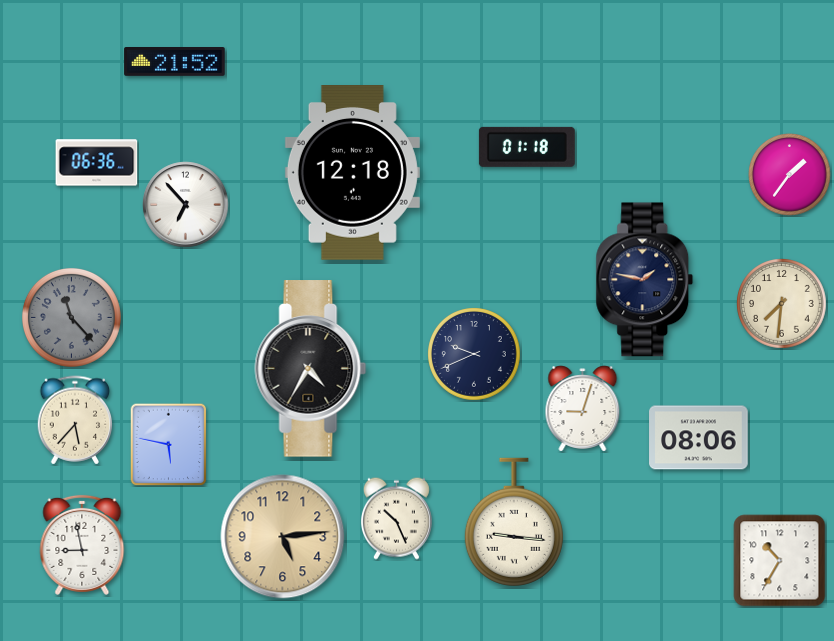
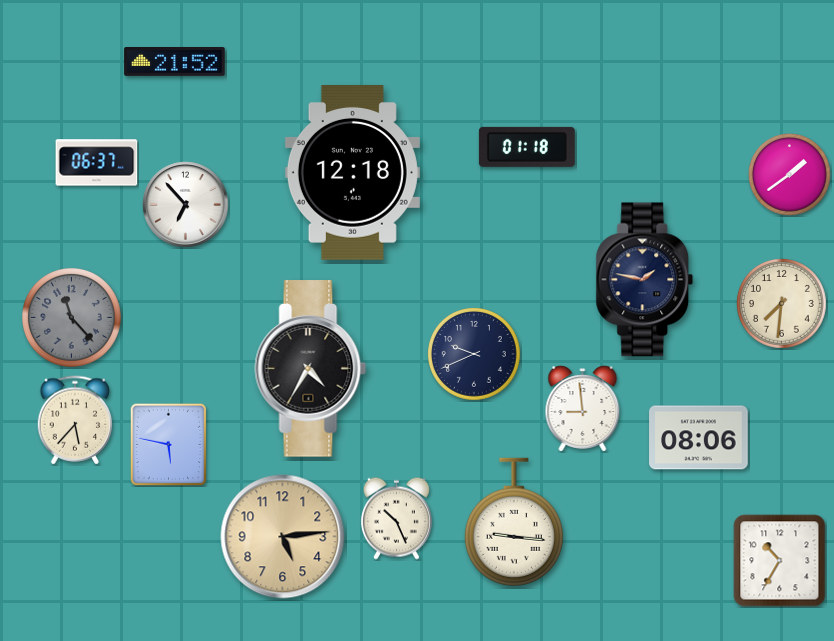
clock at (97, 163): 06:36 -> 06:37
clock at (790, 175): 1:36 -> 1:39
clock at (583, 409): 9:03 -> 8:59
clock at (82, 545): 8:58 -> none
